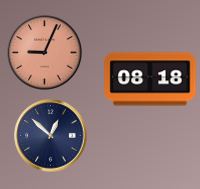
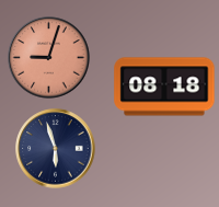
clock at (45, 53): 9:04 -> 9:03
clock at (51, 136): 12:52 -> 5:57
